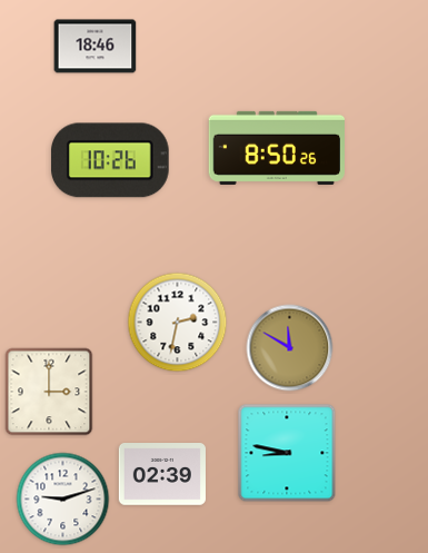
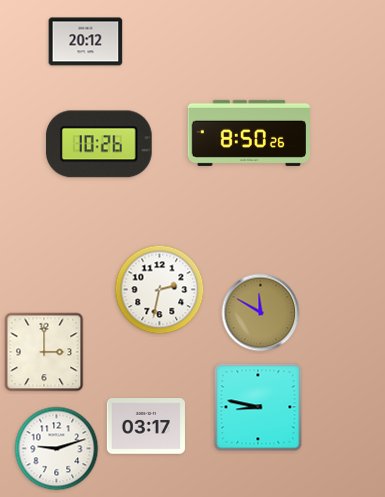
clock at (96, 47): 18:46 -> 20:12
clock at (162, 475): 02:39 -> 03:17
